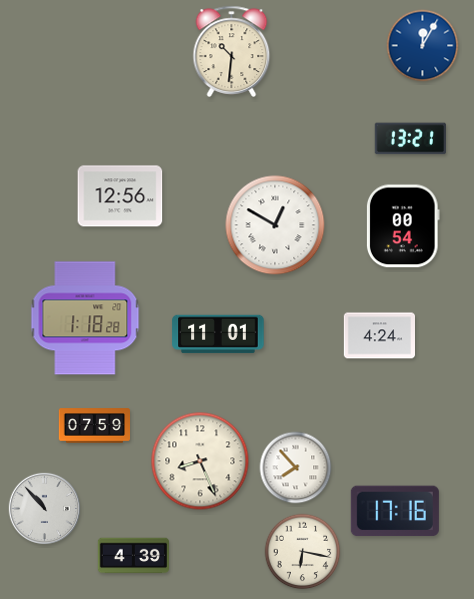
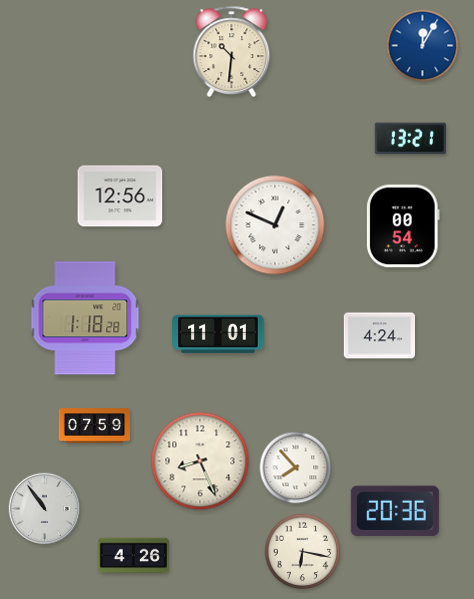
clock at (275, 225): 12:50 -> 12:49
clock at (45, 509): 10:53 -> 10:54
clock at (395, 511): 17:16 -> 20:36
clock at (133, 556): 4:39 -> 4:26
